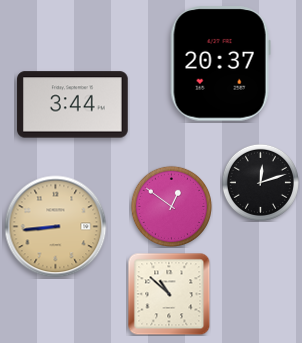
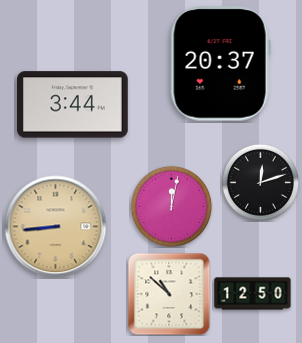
clock at (171, 206): 12:51 -> 12:02
clock at (253, 294): none -> 12:50
